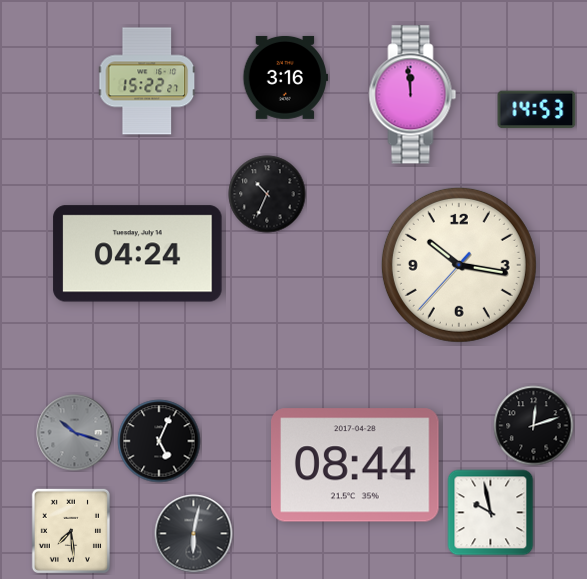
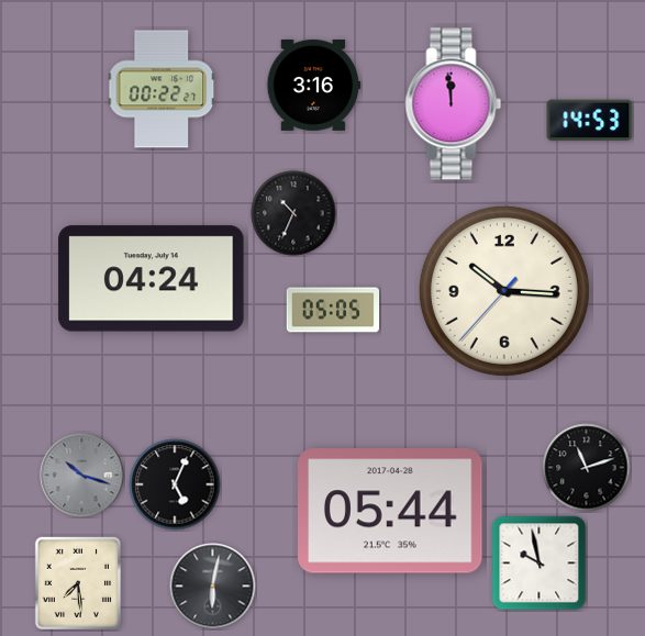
clock at (147, 81): 15:22 -> 00:22
clock at (459, 265): 10:16 -> 10:15
clock at (333, 310): none -> 05:05
clock at (534, 426): 12:12 -> 11:12
clock at (356, 465): 08:44 -> 05:44
